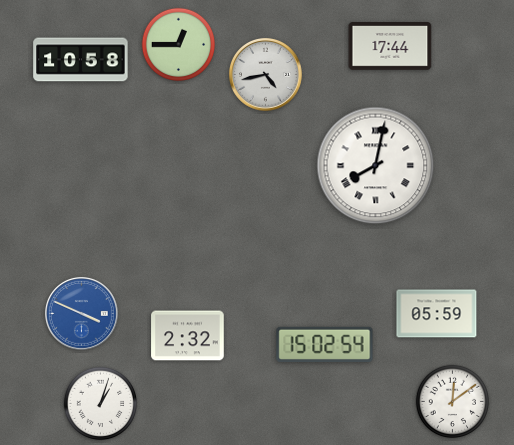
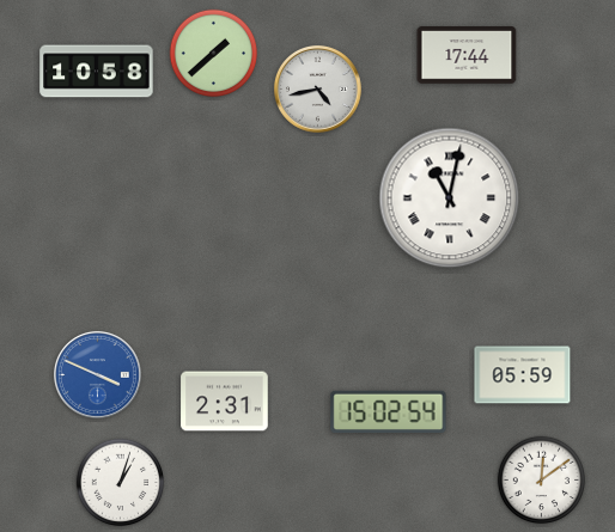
clock at (179, 45): 12:45 -> 1:38
clock at (376, 166): 8:02 -> 11:02
clock at (188, 336): 2:32 -> 2:31
